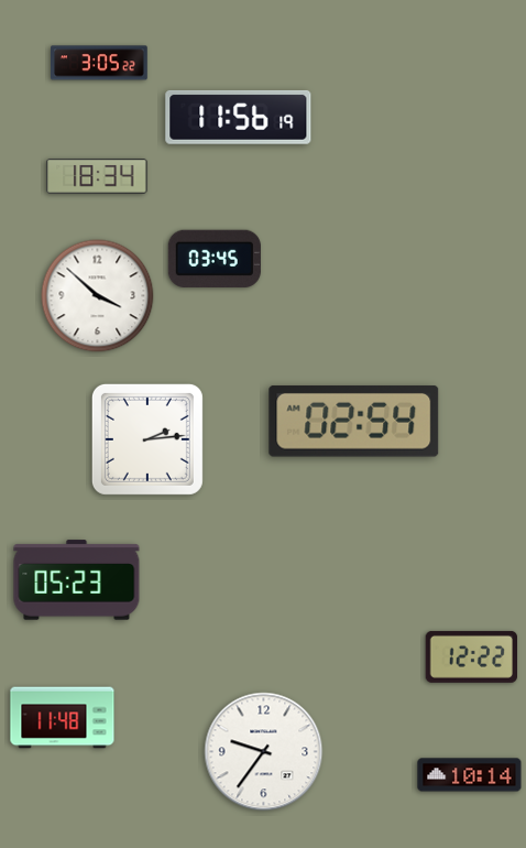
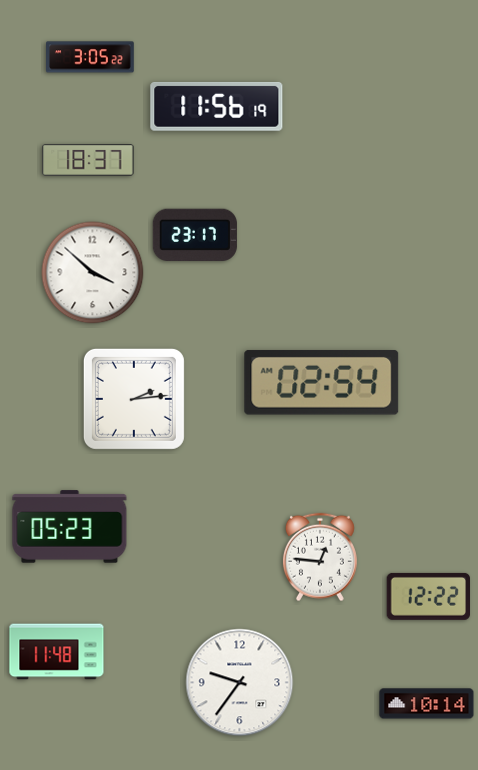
clock at (97, 177): 18:34 -> 18:37
clock at (215, 258): 03:45 -> 23:17
clock at (98, 296) position: (98, 296) -> (93, 273)
clock at (320, 557): none -> 12:46
